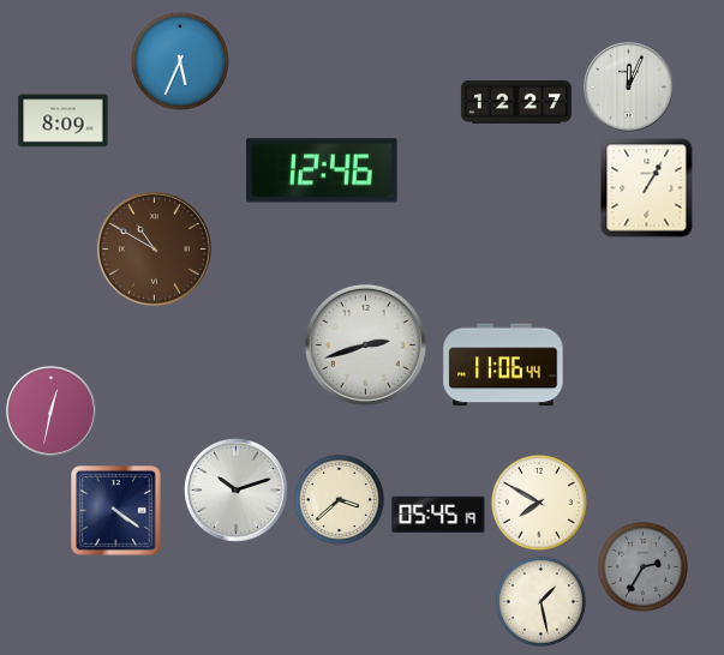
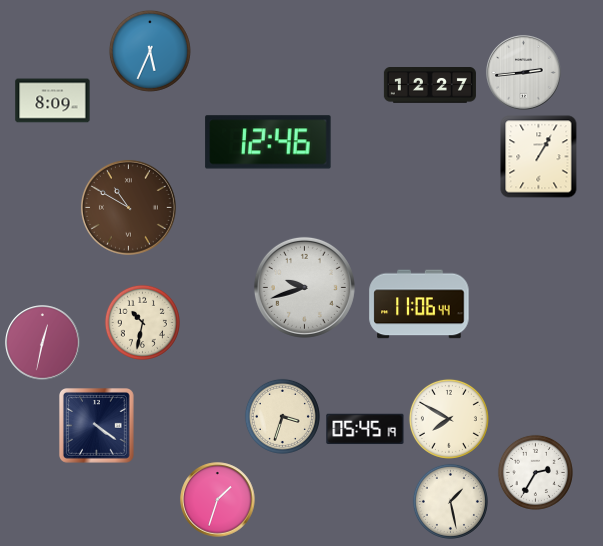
clock at (629, 88): 12:04 -> 2:44
clock at (365, 344): 2:42 -> 9:42
clock at (142, 322): none -> 10:32
clock at (237, 491): 10:12 -> none
clock at (339, 499): 3:38 -> 3:33
clock at (642, 566) dial: grey -> white
clock at (218, 500): none -> 1:33
